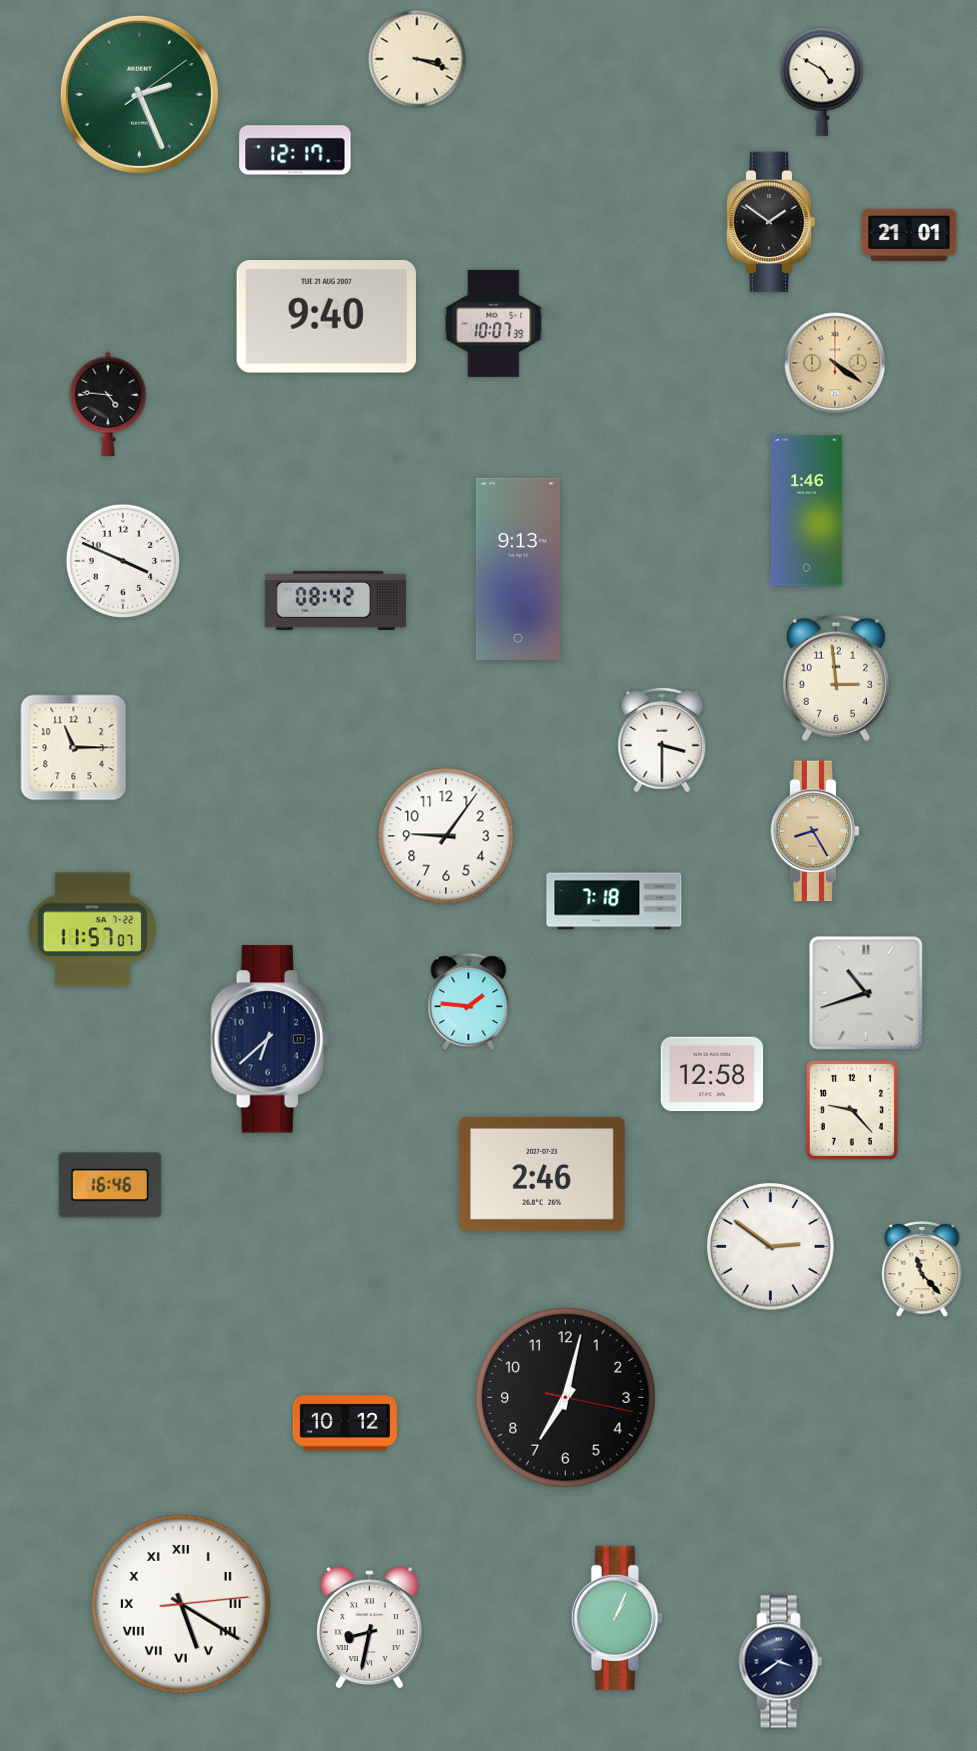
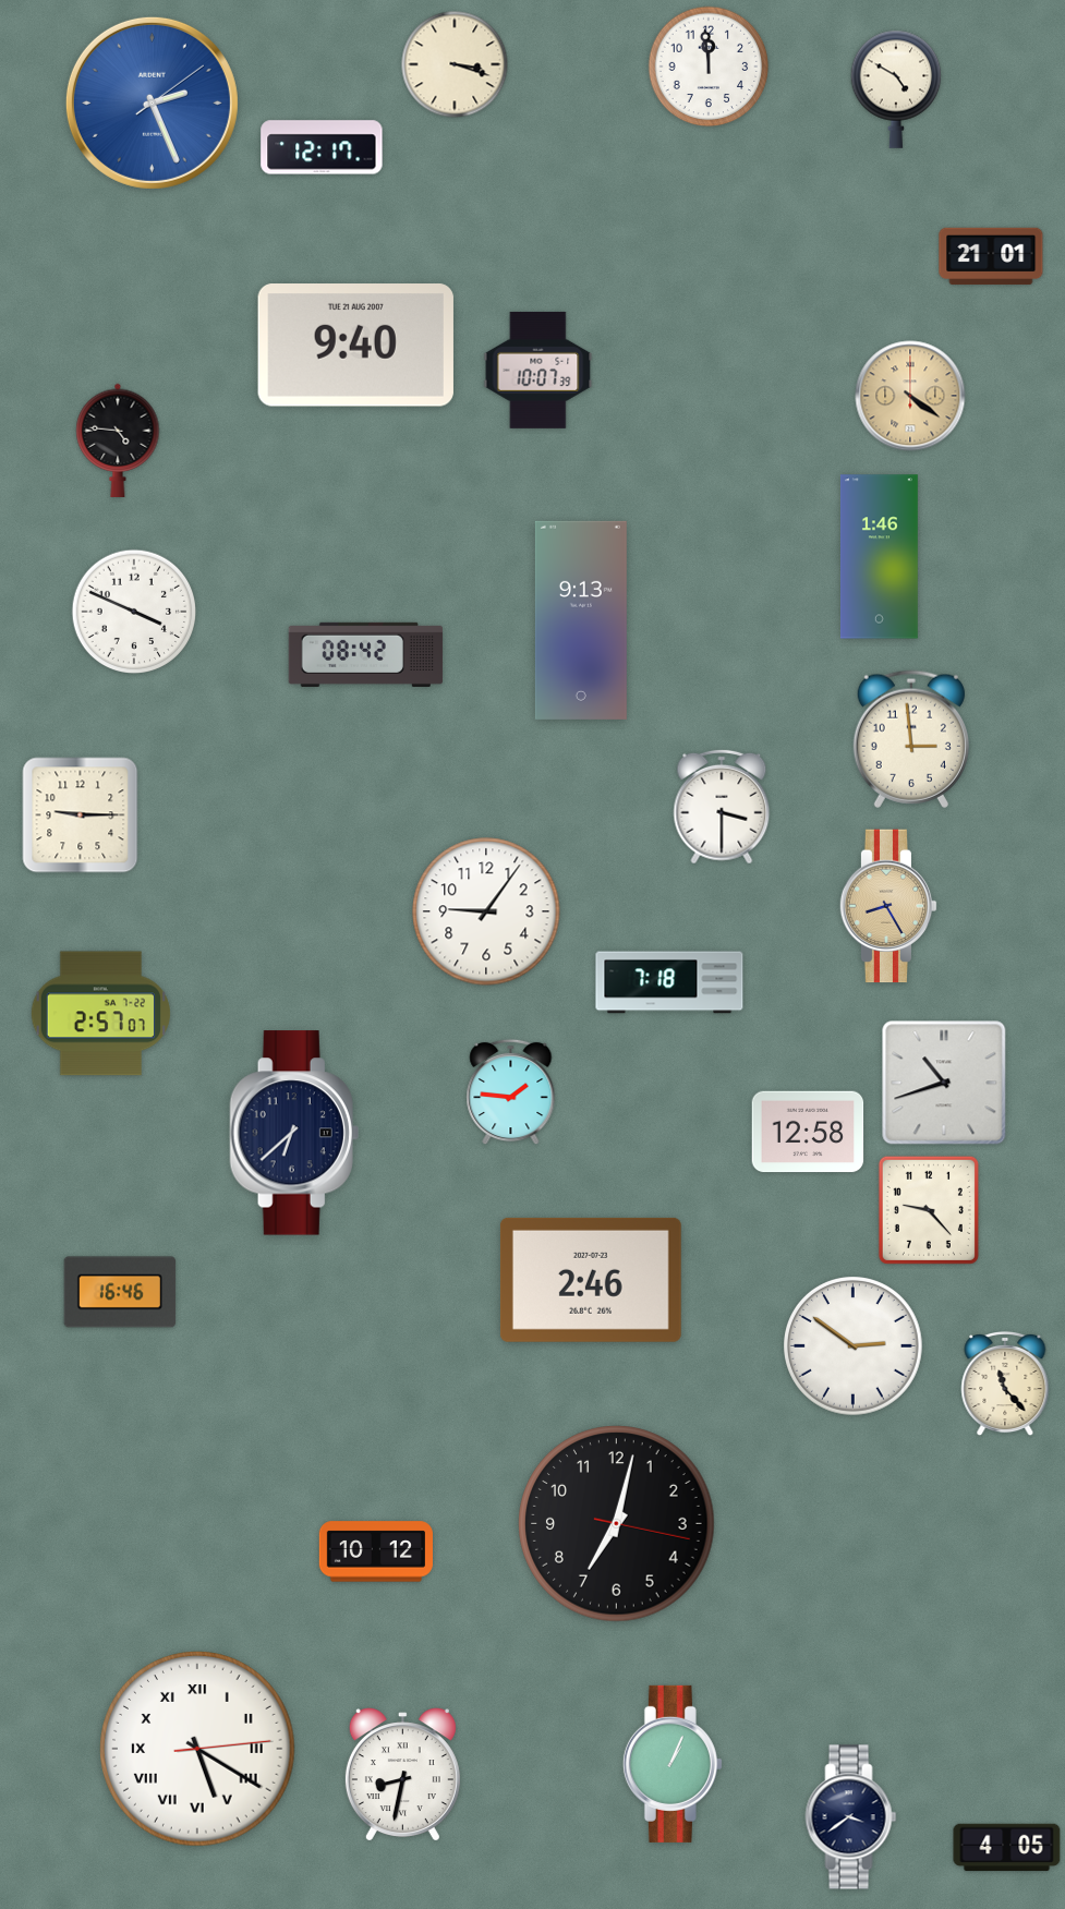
clock at (709, 67): none -> 11:59
clock at (139, 94) dial: green -> blue
clock at (295, 150) position: (295, 150) -> (322, 147)
clock at (771, 222): 1:51 -> none
clock at (494, 323) position: (494, 323) -> (538, 370)
clock at (518, 569) position: (518, 569) -> (581, 620)
clock at (74, 748): 11:15 -> 9:15
clock at (92, 930): 11:57 -> 2:57
clock at (712, 1074) position: (712, 1074) -> (808, 1132)
clock at (771, 1247) position: (771, 1247) -> (854, 1346)
clock at (781, 1662) position: (781, 1662) -> (851, 1817)
clock at (1007, 1848): none -> 4:05
